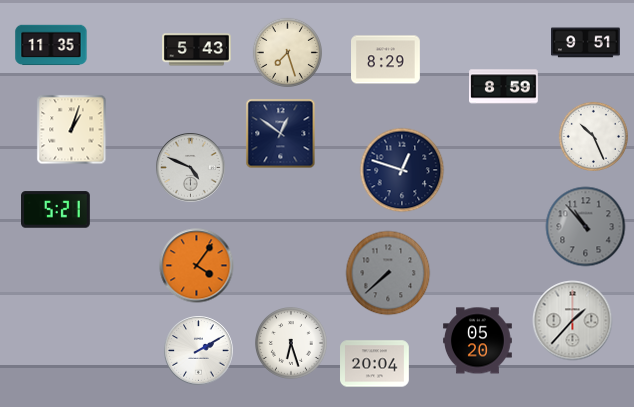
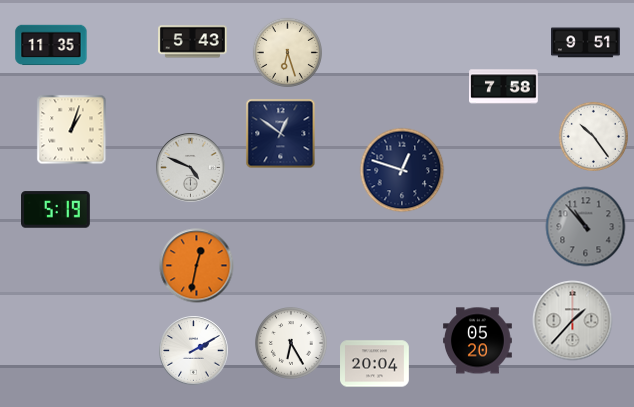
clock at (197, 50) position: (197, 50) -> (193, 42)
clock at (287, 52): 7:27 -> 6:27
clock at (386, 60): 8:29 -> none
clock at (504, 87): 8:59 -> 7:58
clock at (593, 136): 10:26 -> 10:24
clock at (56, 210): 5:21 -> 5:19
clock at (197, 266): 4:06 -> 12:32
clock at (388, 273): 7:38 -> none
clock at (292, 344): 6:27 -> 6:25
clock at (199, 351) position: (199, 351) -> (194, 351)
